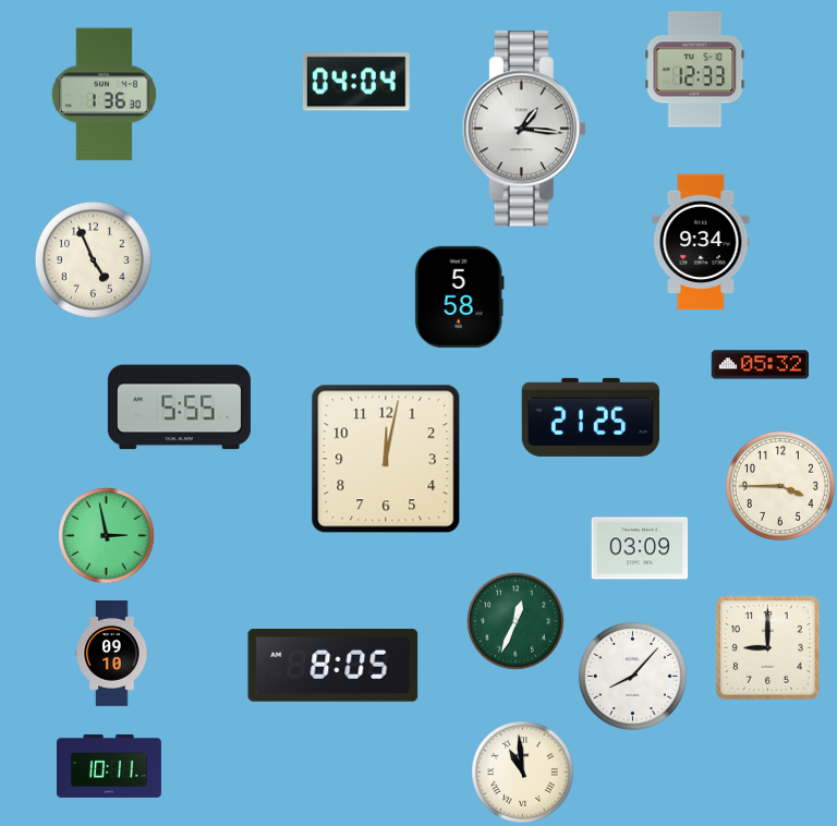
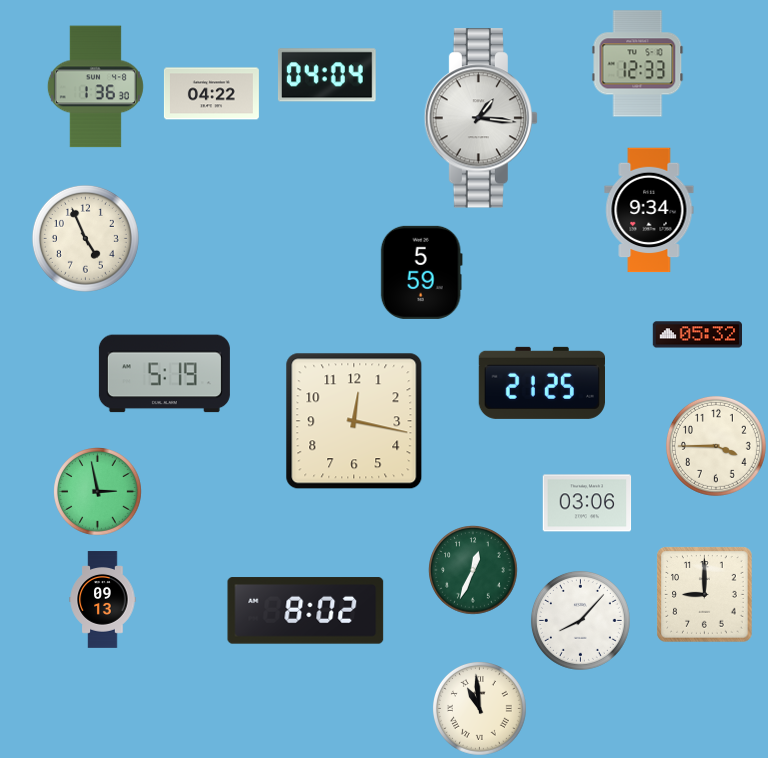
clock at (211, 94): none -> 04:22
clock at (701, 242) position: (701, 242) -> (649, 210)
clock at (459, 296): 5:58 -> 5:59
clock at (179, 408): 5:55 -> 5:19
clock at (386, 459): 12:02 -> 12:17
clock at (640, 548): 03:09 -> 03:06
clock at (112, 654): 09:10 -> 09:13
clock at (333, 666): 8:05 -> 8:02
clock at (110, 766): 10:11 -> none
